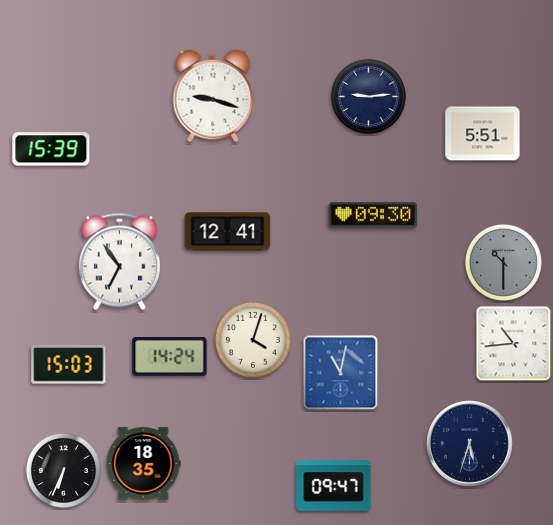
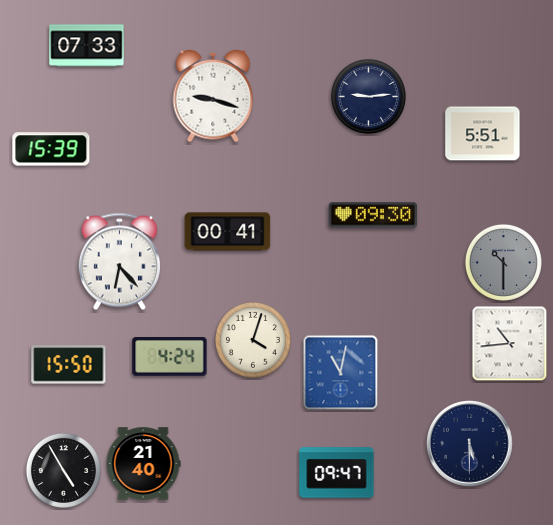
clock at (87, 46): none -> 07:33
clock at (228, 232): 12:41 -> 00:41
clock at (119, 262): 6:54 -> 6:23
clock at (514, 344) position: (514, 344) -> (510, 344)
clock at (170, 357): 14:24 -> 4:24
clock at (69, 365): 15:03 -> 15:50
clock at (470, 444): 5:33 -> 5:30
clock at (143, 464): 18:35 -> 21:40
clock at (63, 470): 6:34 -> 4:55
clock at (334, 486) position: (334, 486) -> (337, 473)
